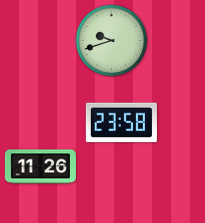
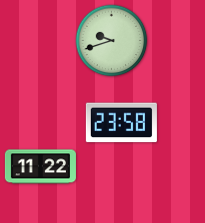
clock at (40, 167): 11:26 -> 11:22
